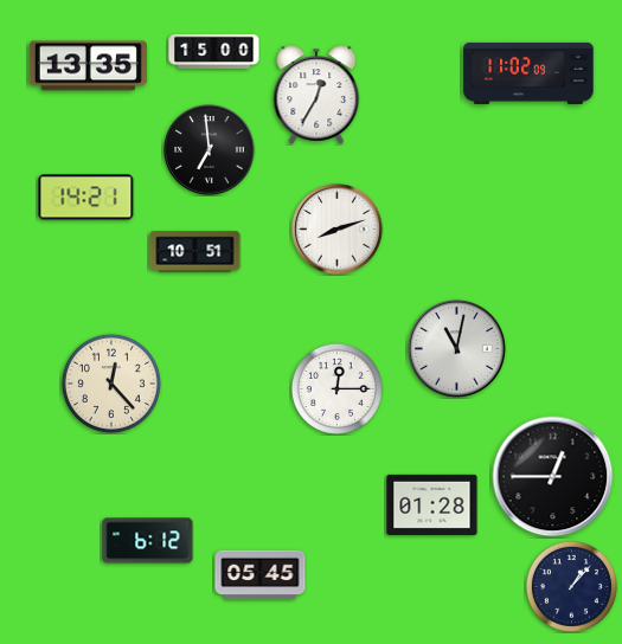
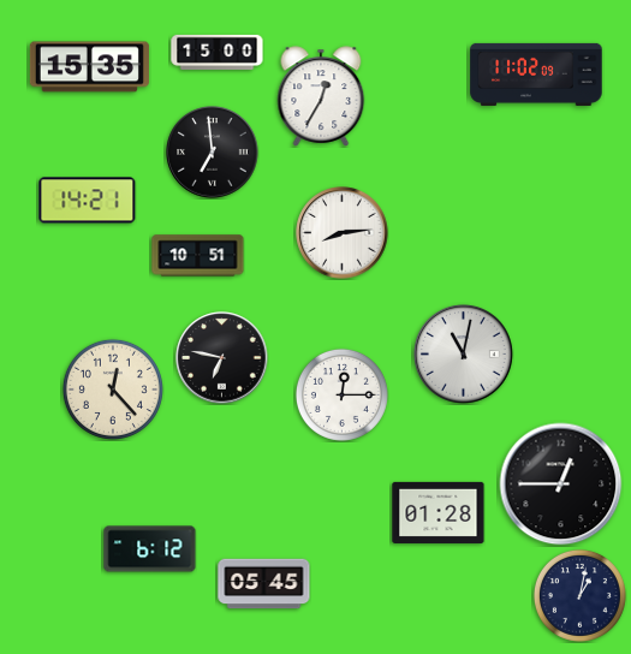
clock at (88, 66): 13:35 -> 15:35
clock at (338, 230): 8:12 -> 8:14
clock at (222, 358): none -> 6:47
clock at (571, 586): 1:07 -> 1:02
